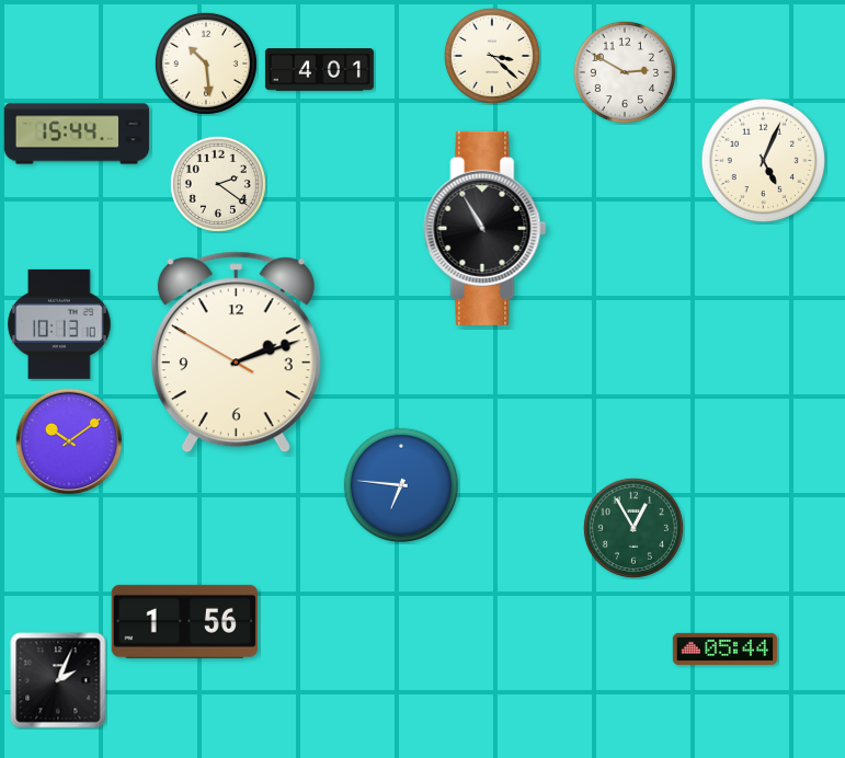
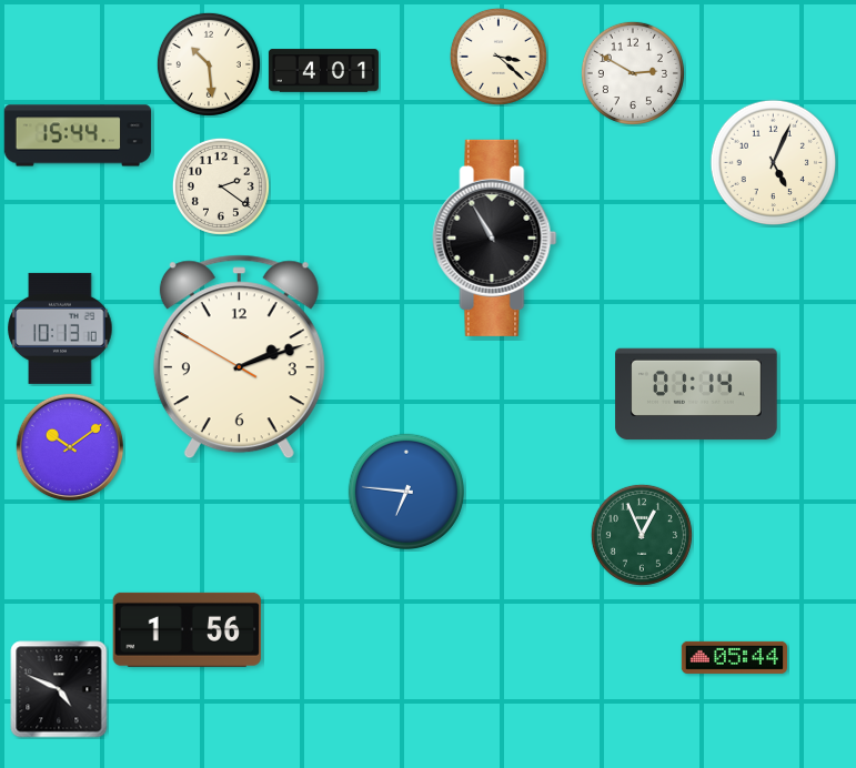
clock at (486, 228) position: (486, 228) -> (495, 238)
clock at (696, 394): none -> 01:14
clock at (633, 528): 12:55 -> 12:56
clock at (58, 680): 2:04 -> 4:49
